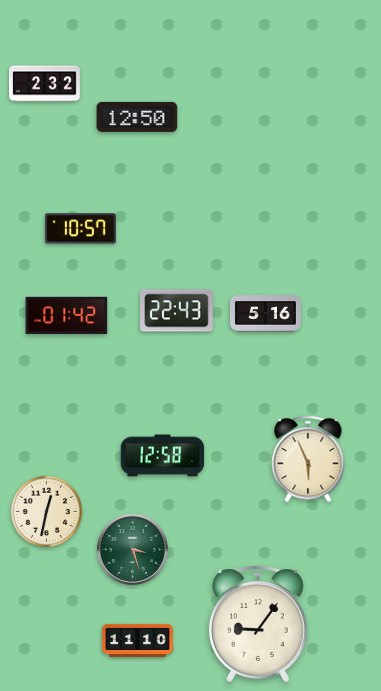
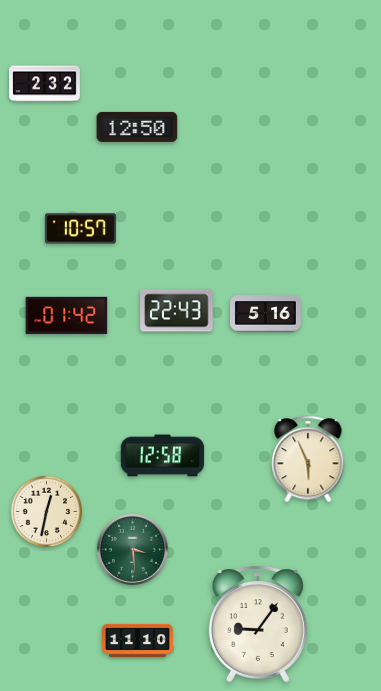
clock at (137, 117) position: (137, 117) -> (137, 127)
clock at (132, 549): 3:27 -> 3:29
